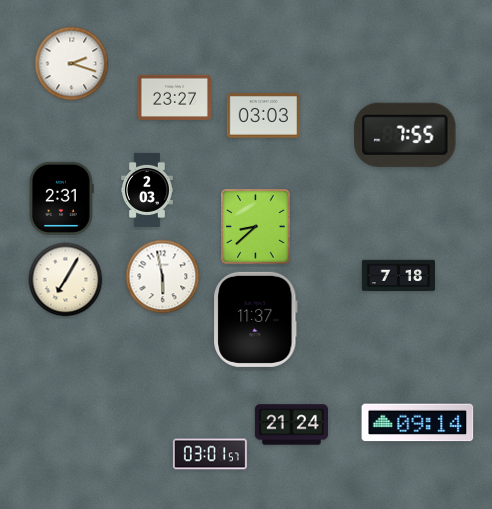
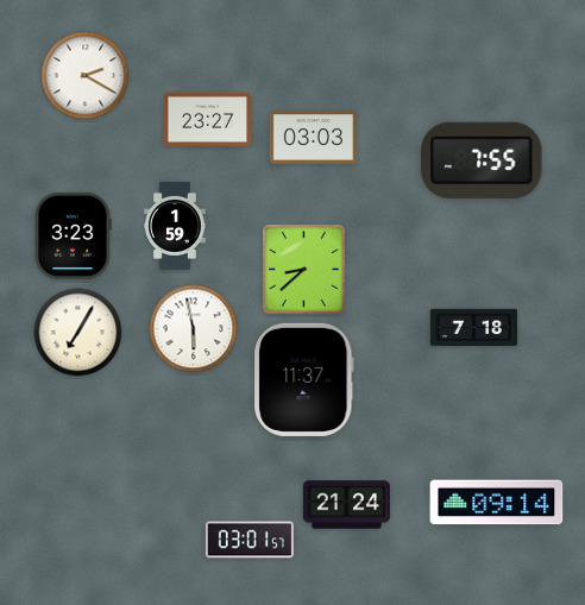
clock at (72, 64): 2:18 -> 2:20
clock at (174, 97) position: (174, 97) -> (207, 119)
clock at (148, 190): 2:03 -> 1:59
clock at (61, 198): 2:31 -> 3:23
